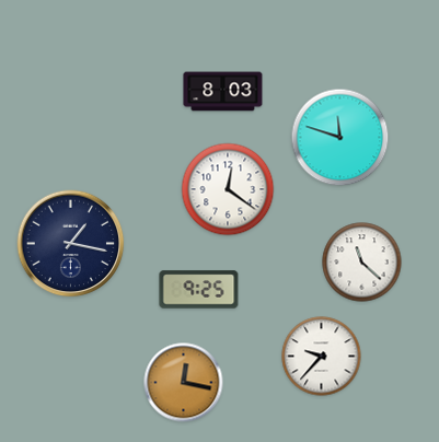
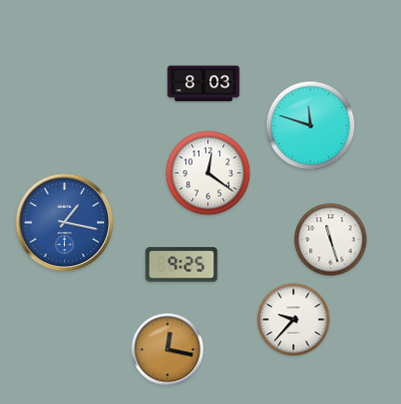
clock at (71, 244) dial: navy -> blue
clock at (362, 263): 11:22 -> 11:27
clock at (322, 357) position: (322, 357) -> (294, 320)
